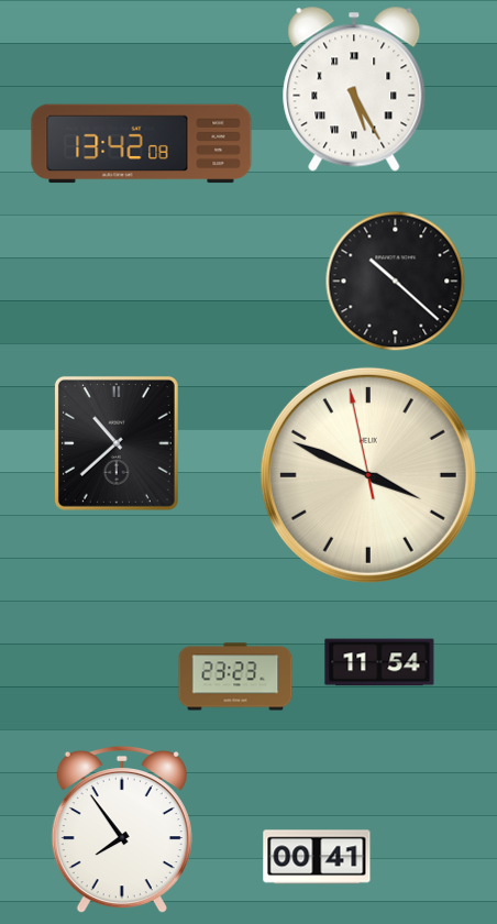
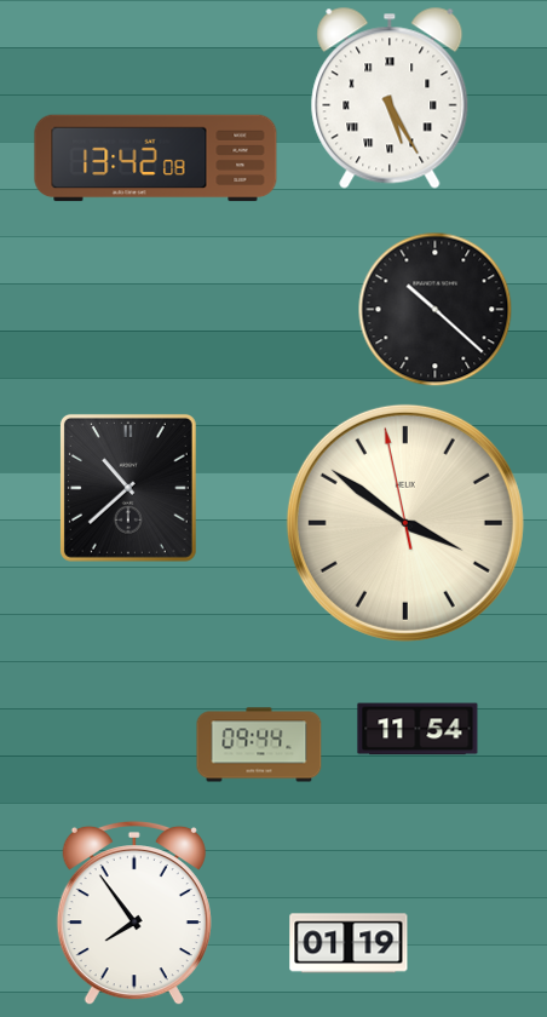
clock at (368, 475): 3:48 -> 3:50
clock at (235, 676): 23:23 -> 09:44
clock at (317, 857): 00:41 -> 01:19
